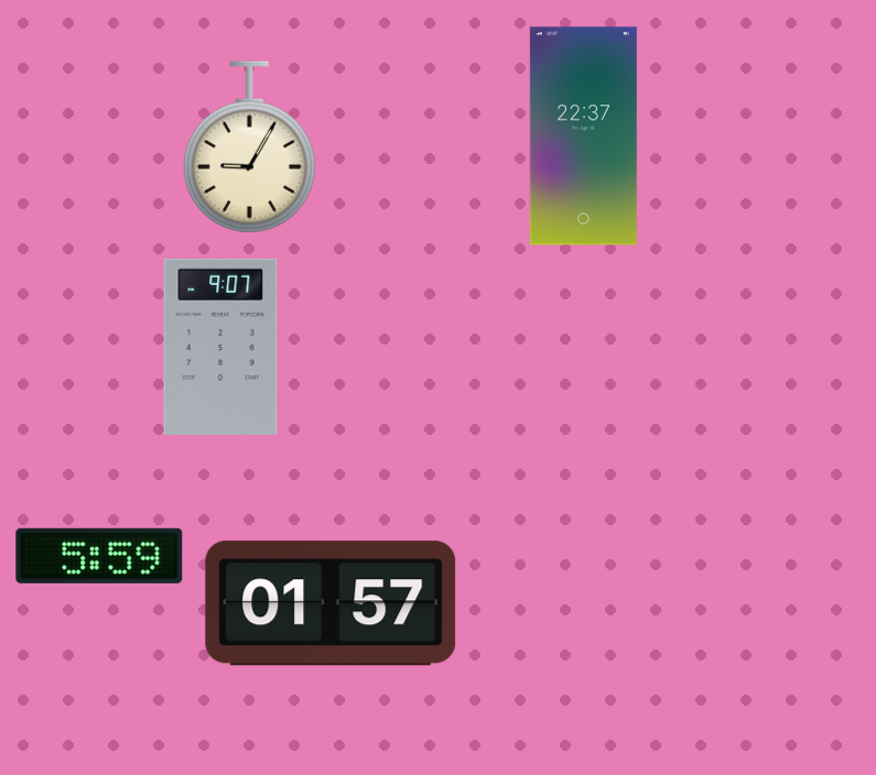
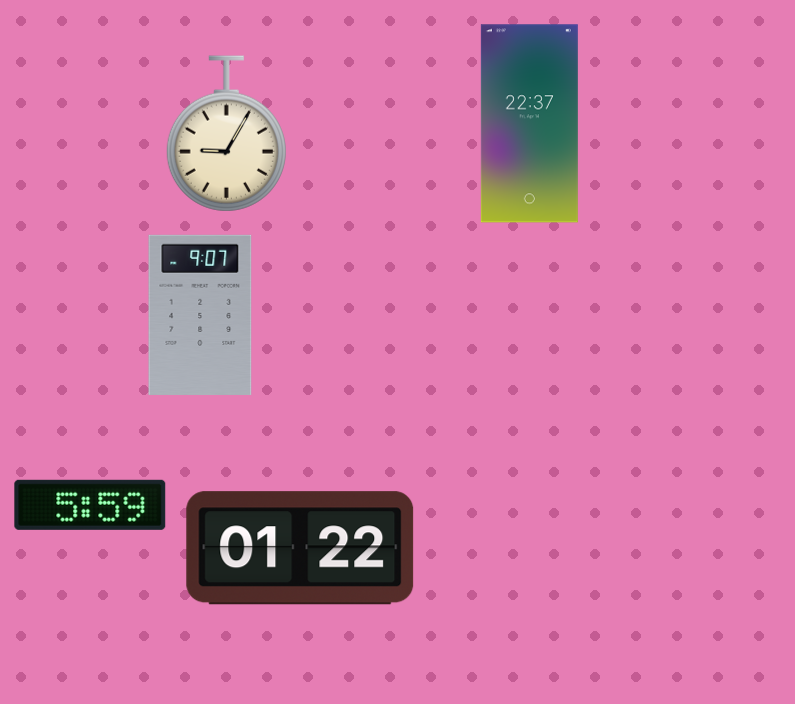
clock at (331, 603): 01:57 -> 01:22
